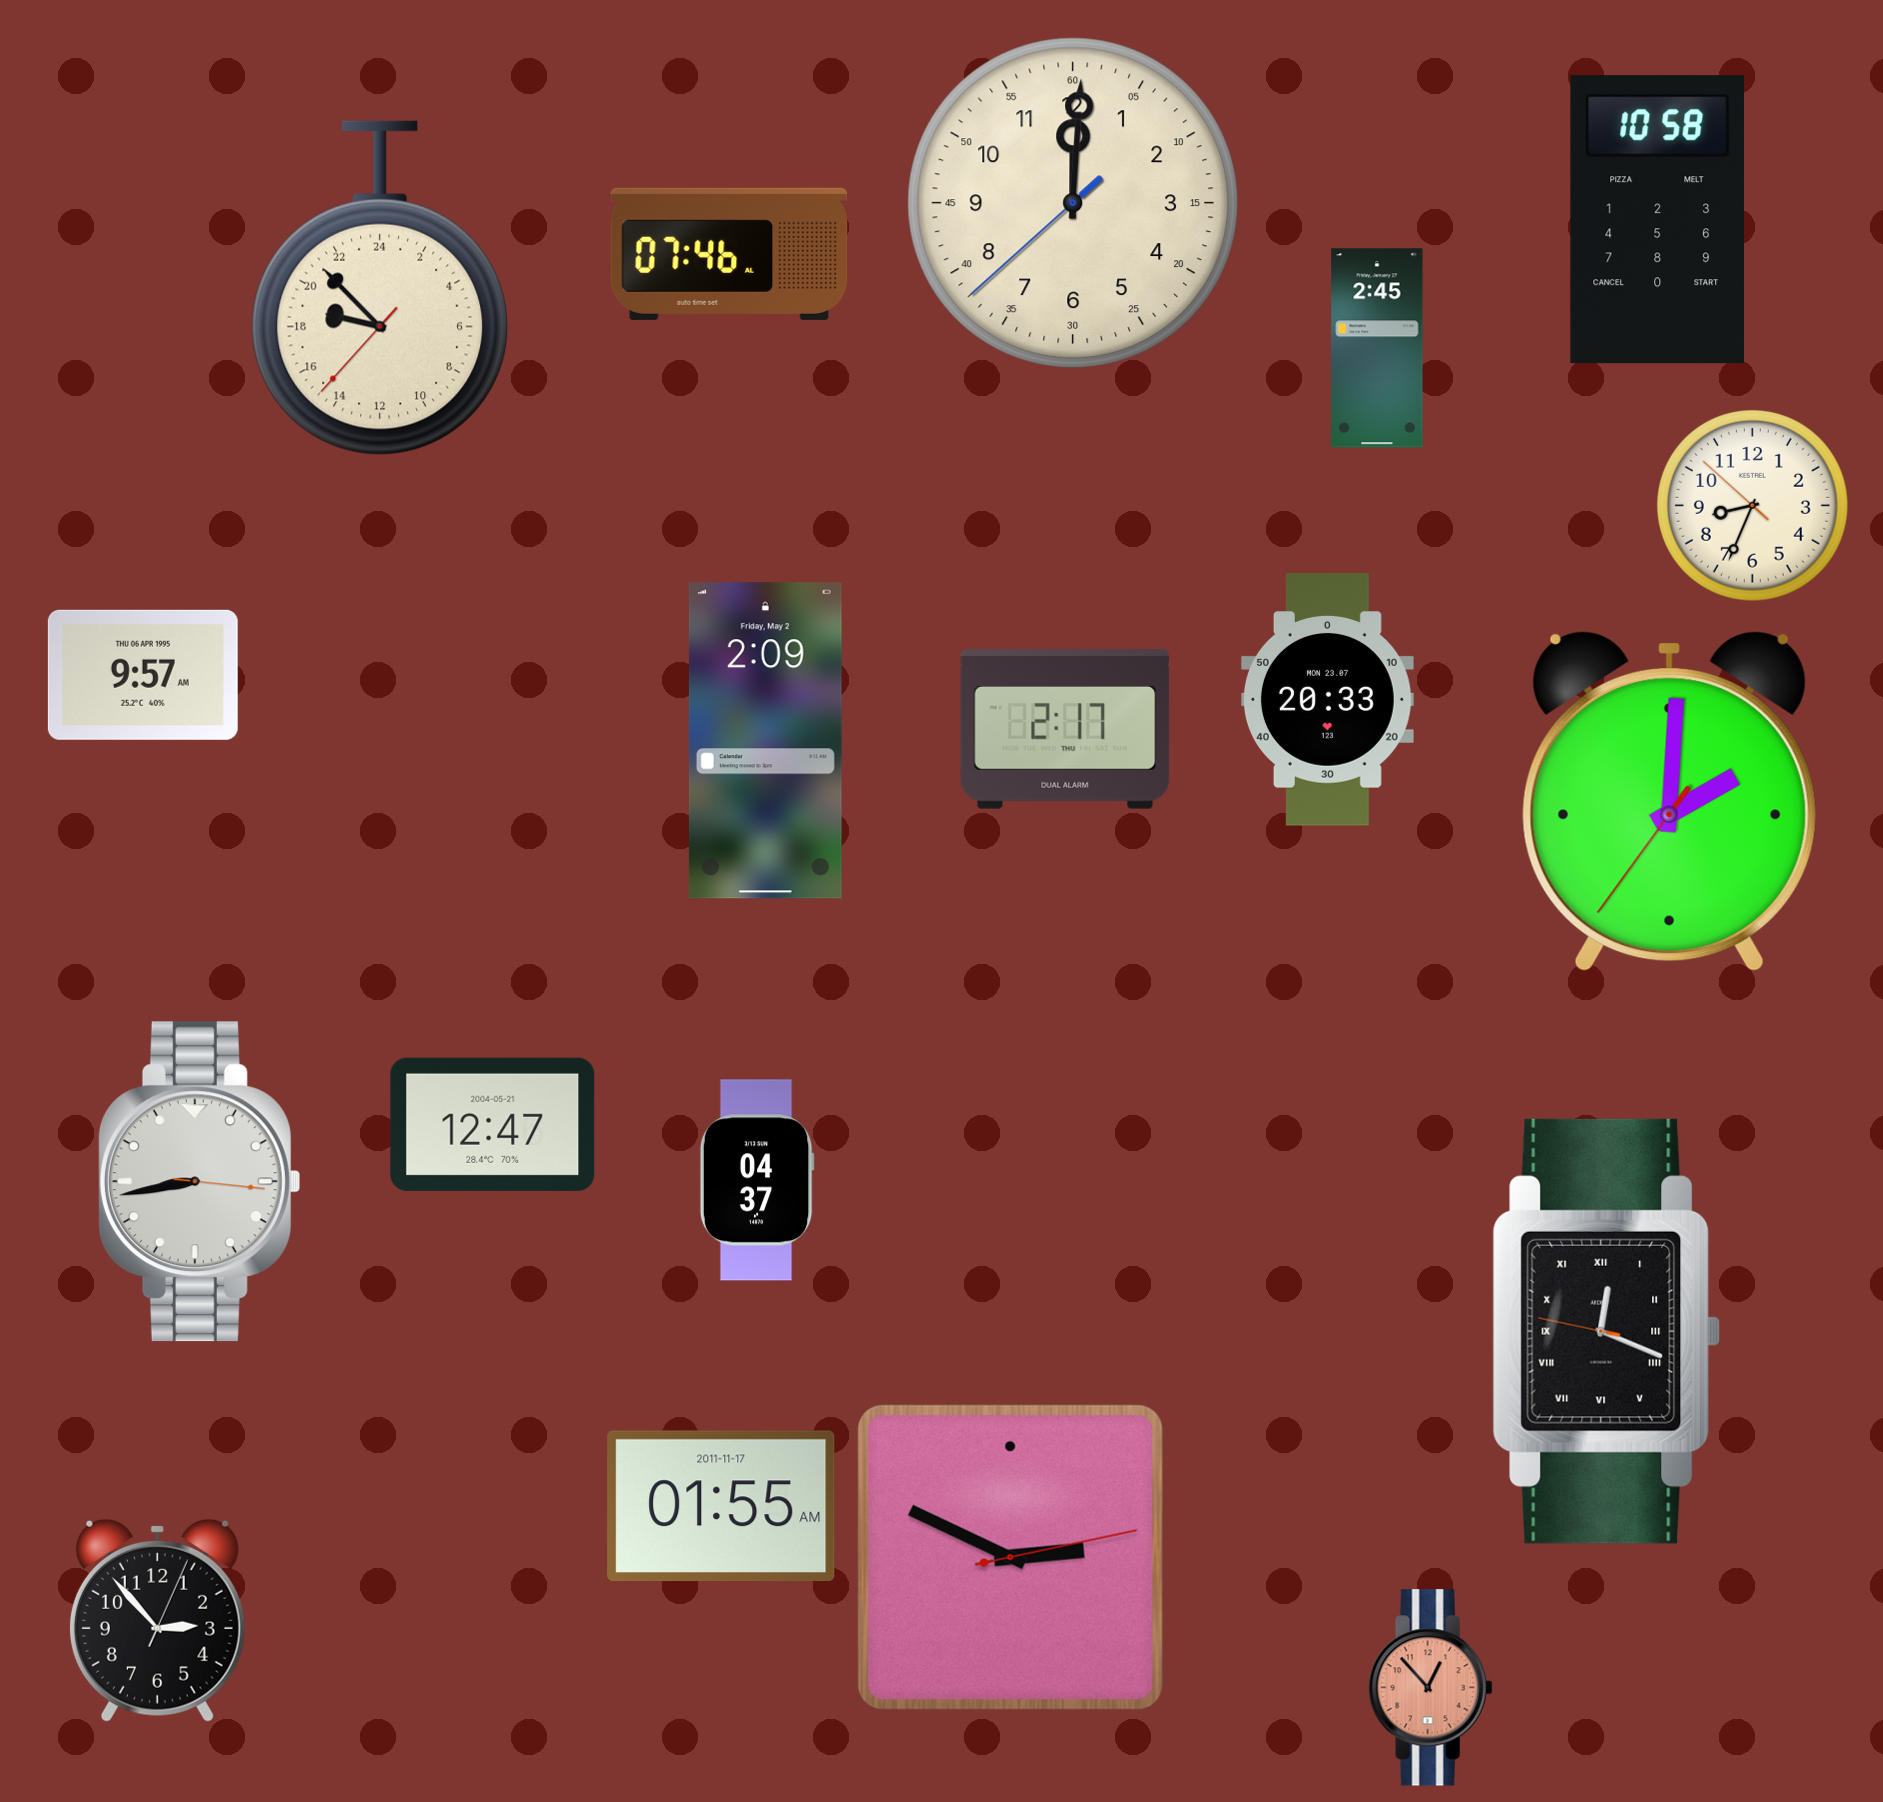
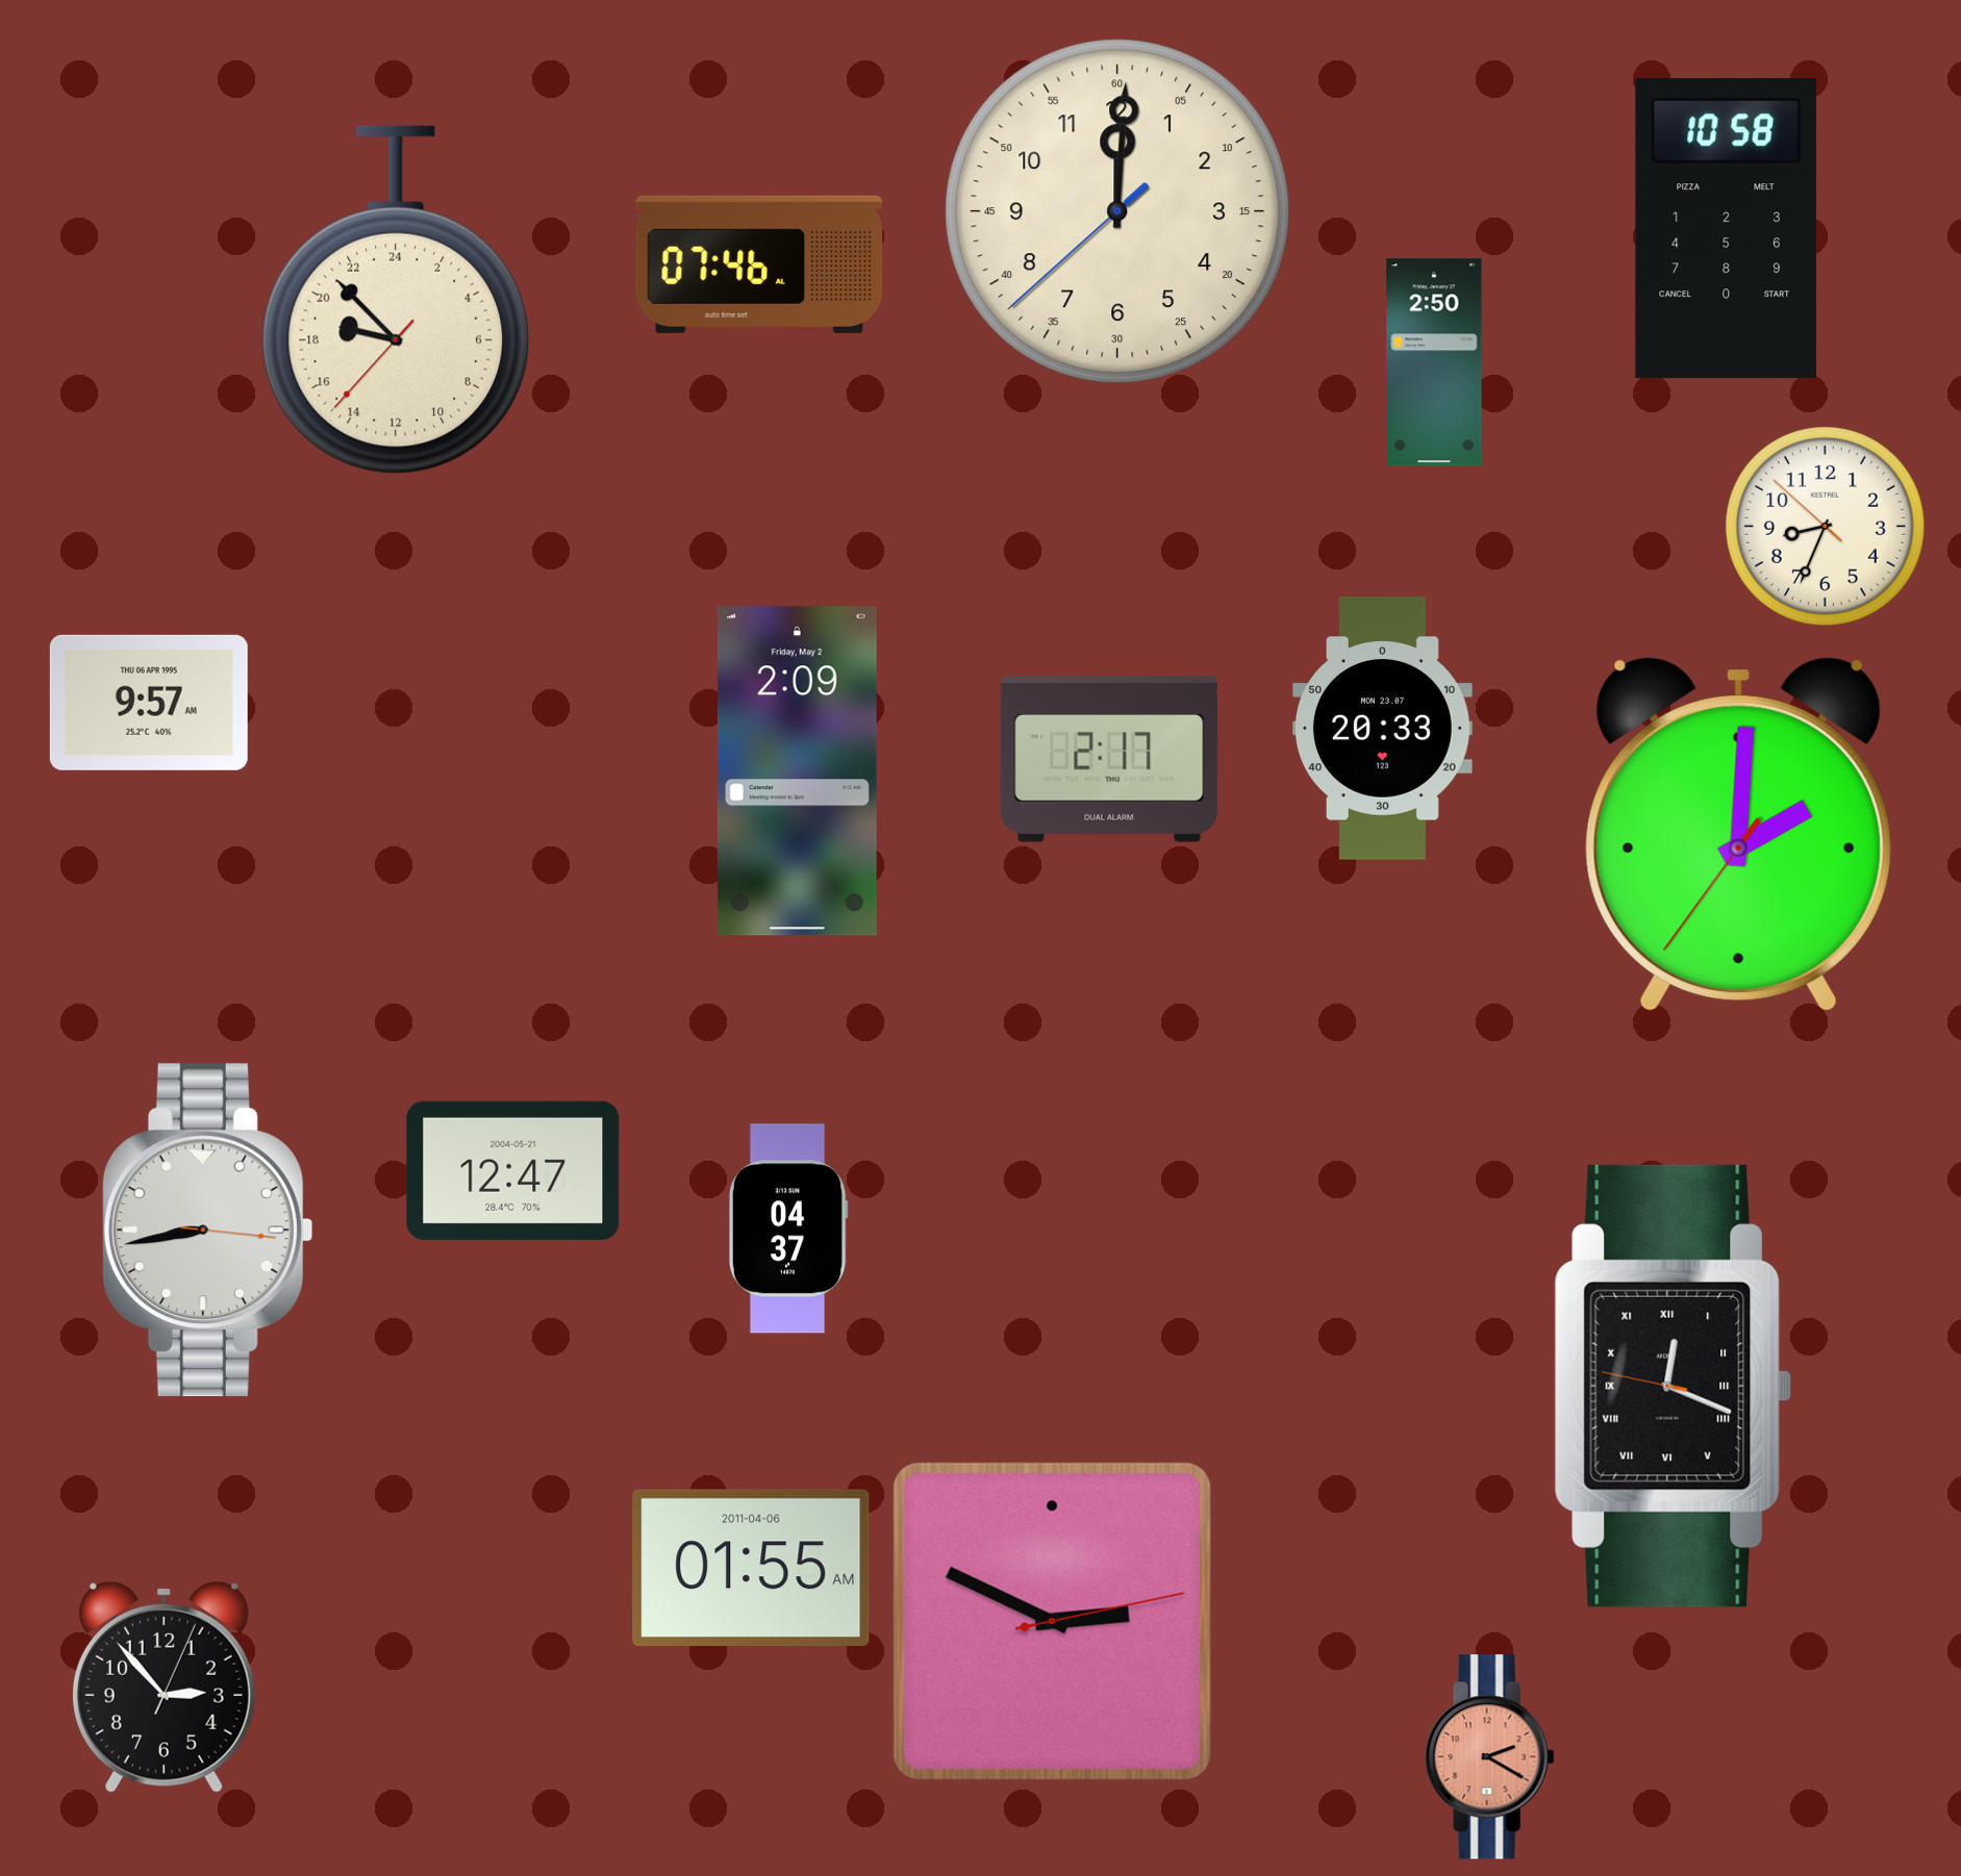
clock at (1377, 348): 2:45 -> 2:50
clock at (721, 1506) date: 2011-11-17 -> 2011-04-06
clock at (1431, 1688): 12:53 -> 2:20
